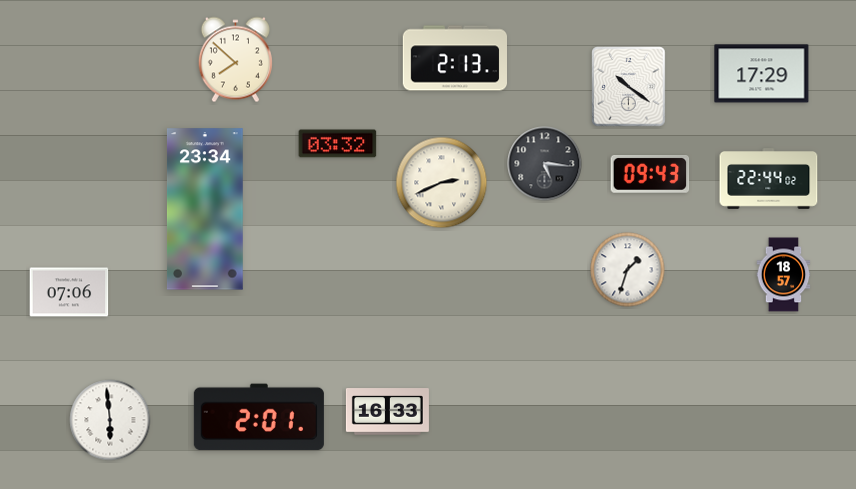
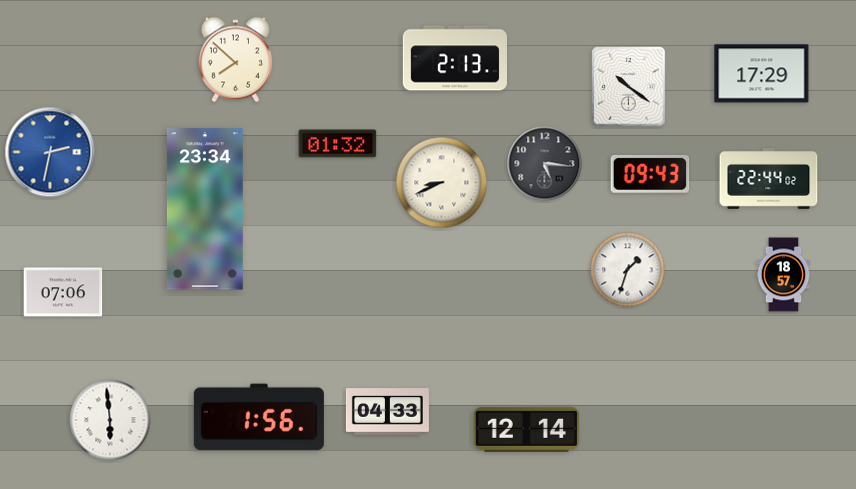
clock at (338, 144): 03:32 -> 01:32
clock at (50, 152): none -> 2:32
clock at (442, 183): 2:41 -> 8:41
clock at (69, 292) position: (69, 292) -> (63, 292)
clock at (387, 412): 16:33 -> 04:33
clock at (259, 417): 2:01 -> 1:56
clock at (526, 429): none -> 12:14
